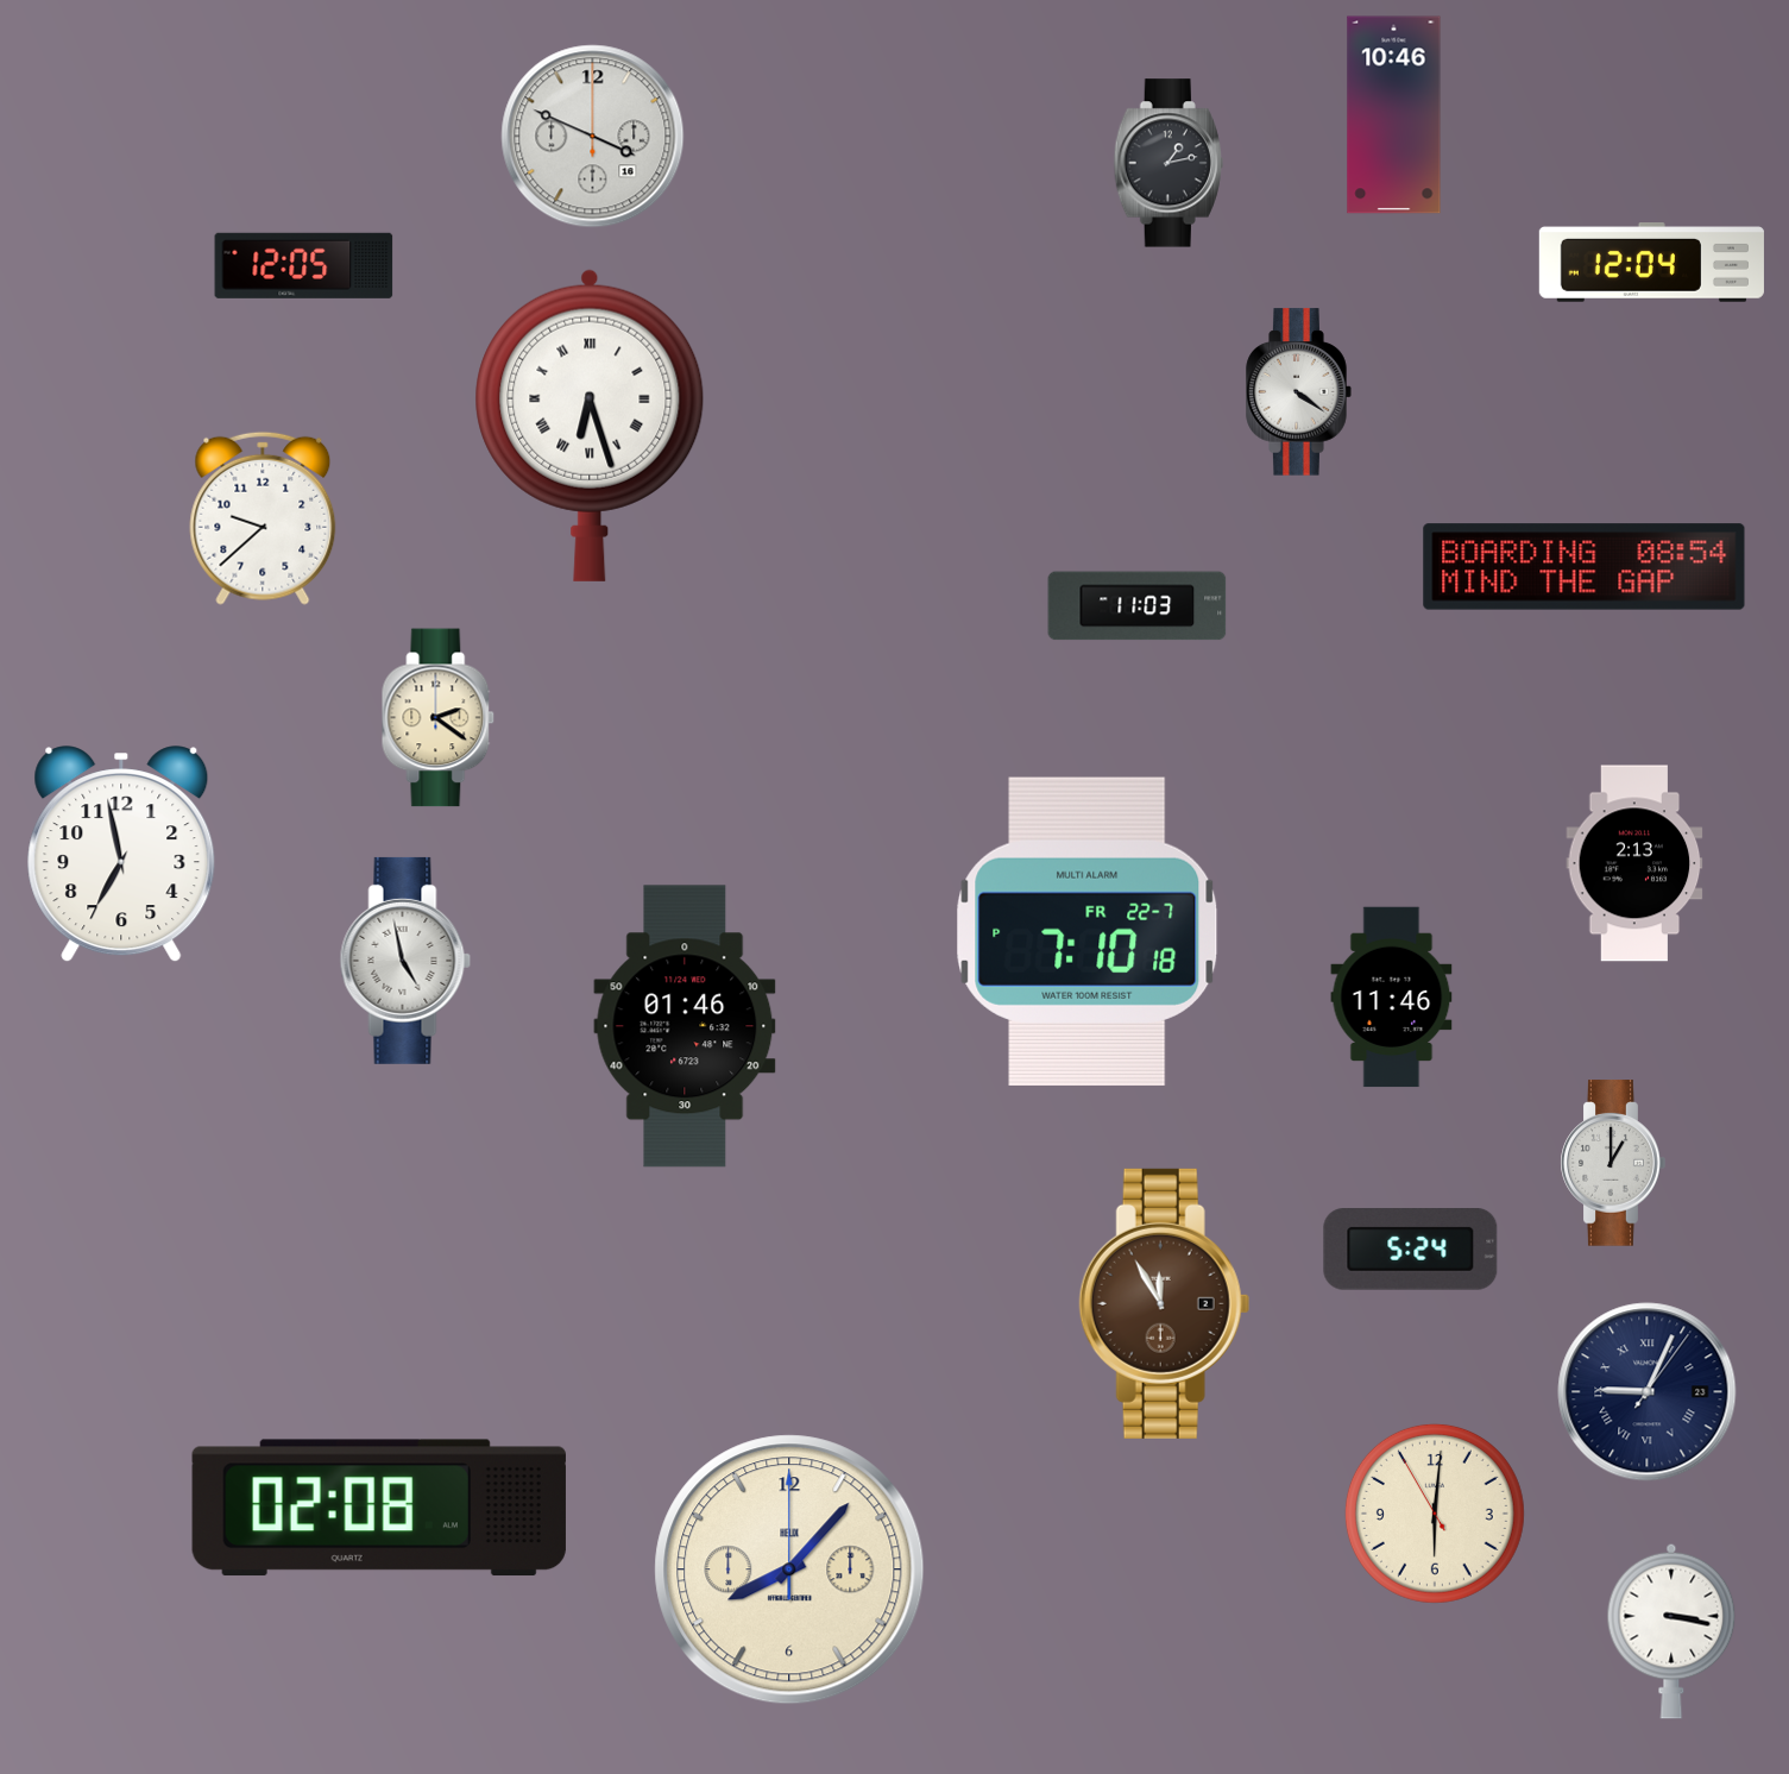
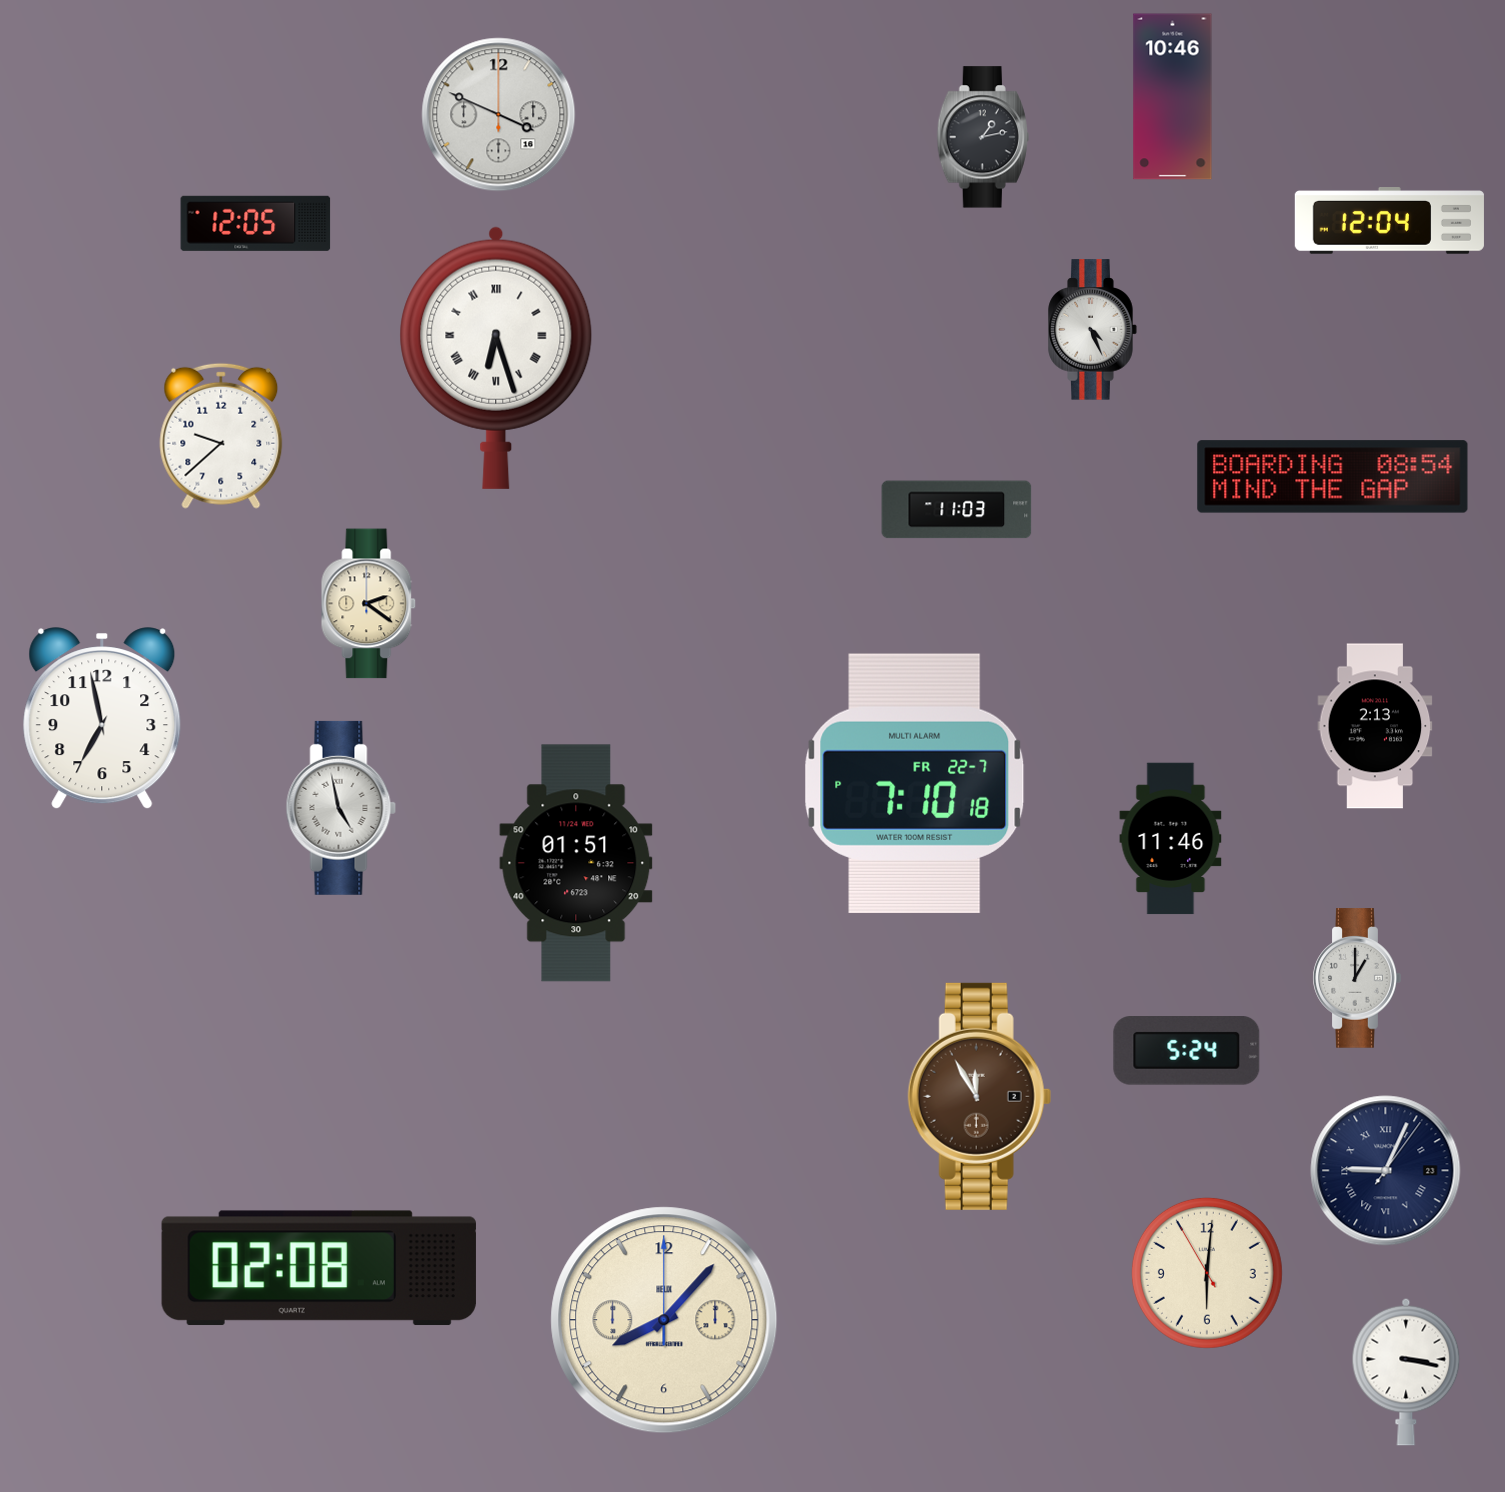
clock at (1299, 392): 4:21 -> 4:26
clock at (685, 1026): 01:46 -> 01:51
